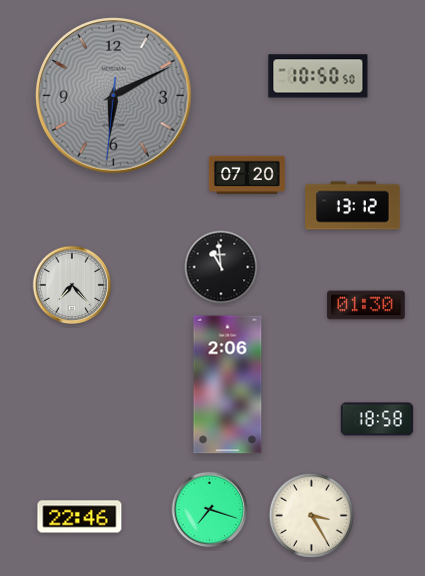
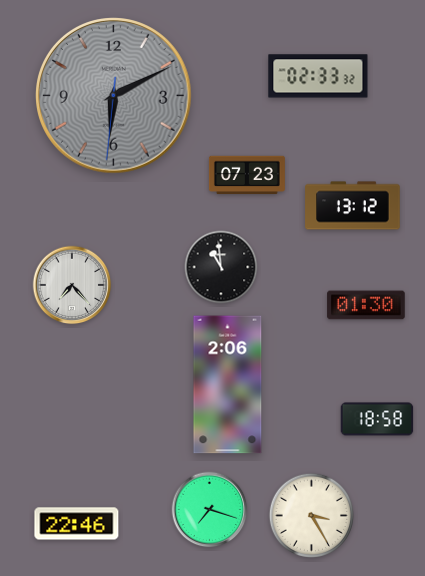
clock at (318, 76): 10:50 -> 02:33
clock at (247, 175): 07:20 -> 07:23
clock at (80, 517) position: (80, 517) -> (77, 524)
